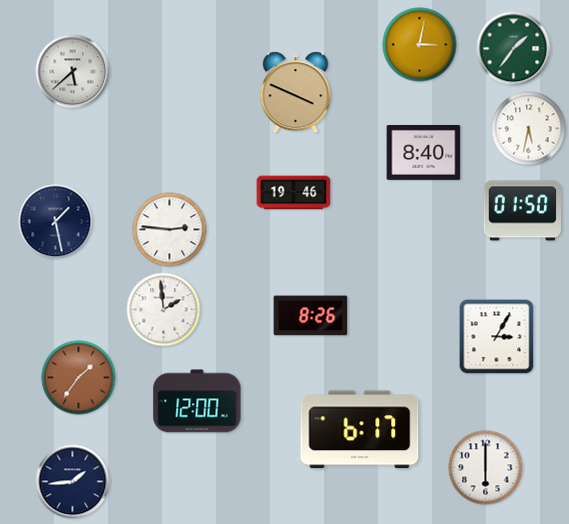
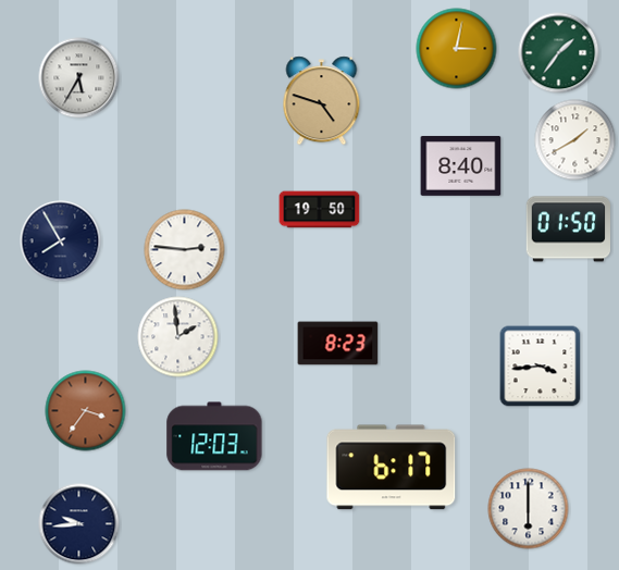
clock at (73, 72): 5:38 -> 5:35
clock at (296, 93): 3:49 -> 4:48
clock at (529, 129): 5:32 -> 1:40
clock at (294, 193): 19:46 -> 19:50
clock at (56, 222): 1:28 -> 7:55
clock at (311, 316): 8:26 -> 8:23
clock at (497, 337): 3:05 -> 3:44
clock at (79, 378): 1:36 -> 3:36
clock at (197, 401): 12:00 -> 12:03
clock at (73, 482): 1:44 -> 9:44
